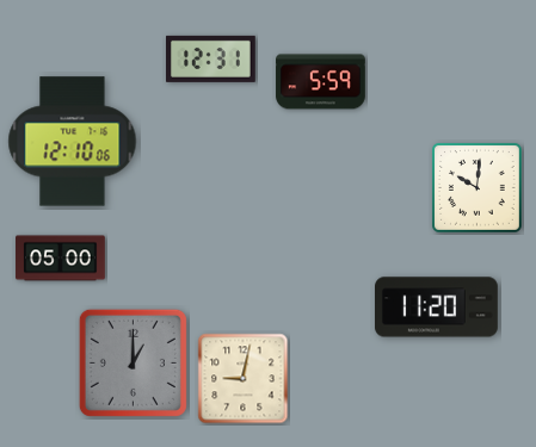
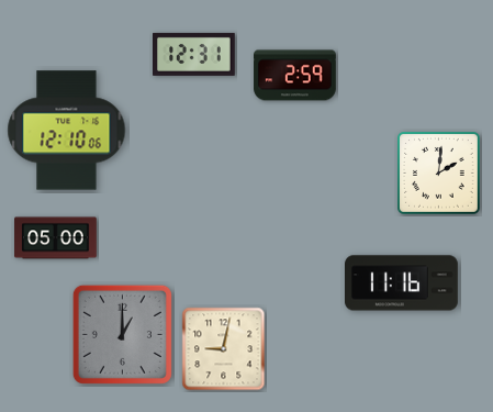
clock at (321, 82): 5:59 -> 2:59
clock at (478, 188): 10:01 -> 2:01
clock at (437, 308): 11:20 -> 11:16
